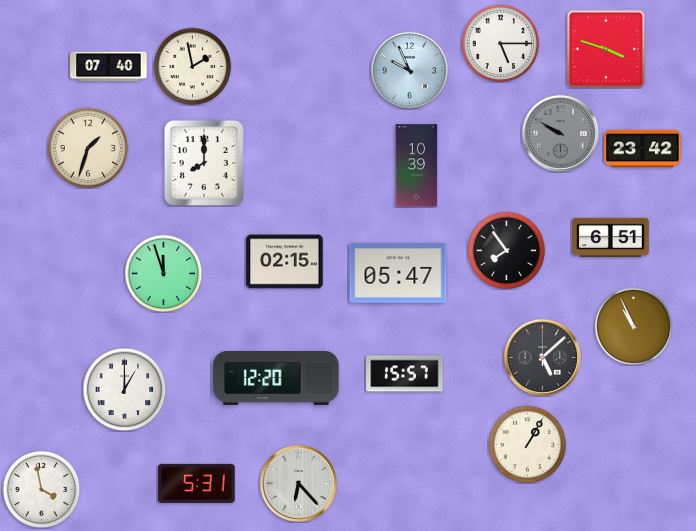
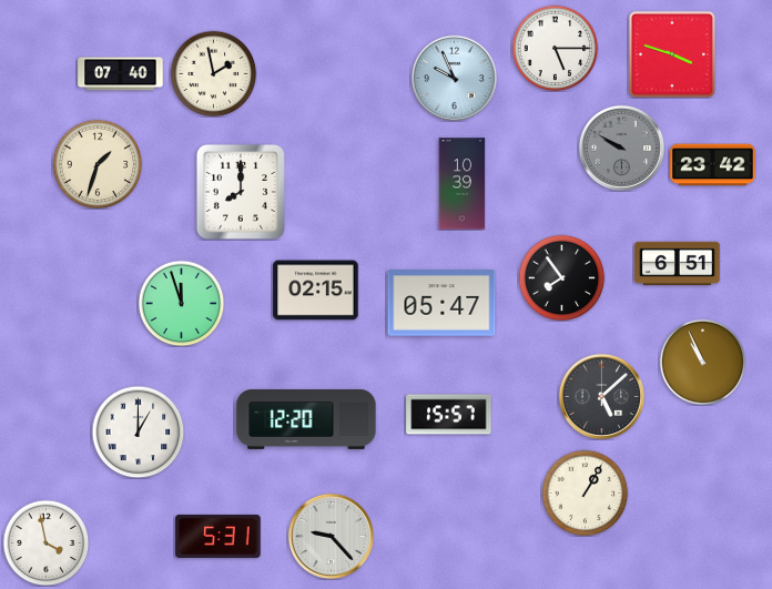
clock at (204, 163) position: (204, 163) -> (241, 192)
clock at (298, 483): 6:23 -> 9:23
